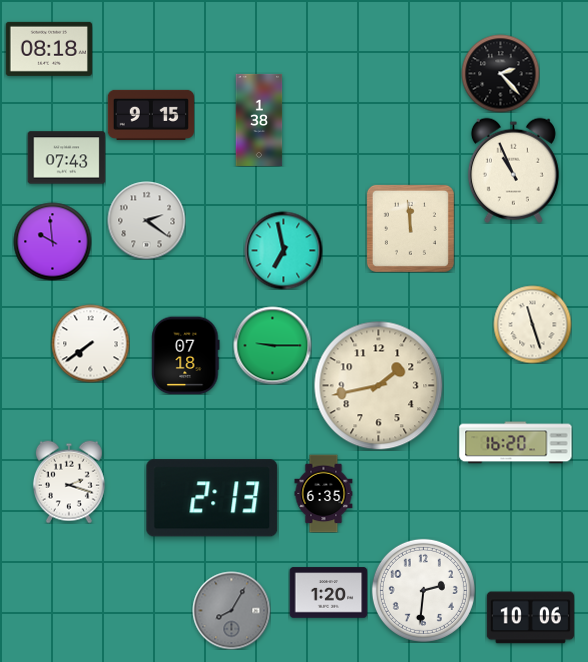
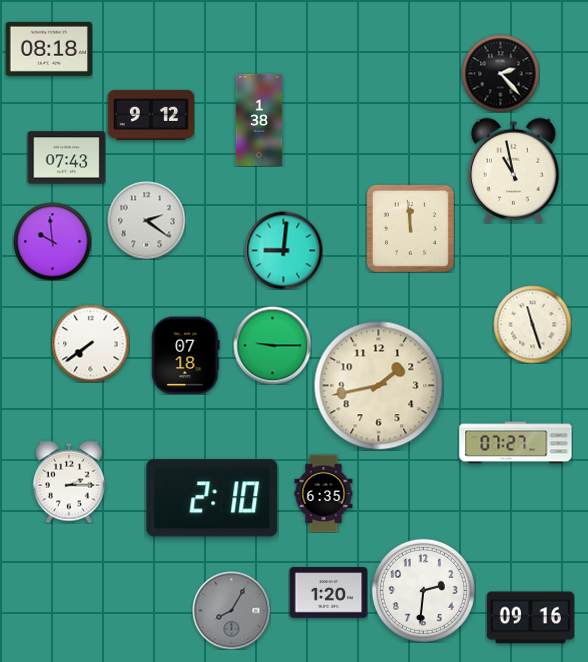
clock at (150, 115): 9:15 -> 9:12
clock at (513, 170): 10:56 -> 10:58
clock at (283, 250): 6:58 -> 9:01
clock at (516, 443): 16:20 -> 07:27
clock at (69, 482): 2:18 -> 2:15
clock at (212, 498): 2:13 -> 2:10
clock at (530, 618): 10:06 -> 09:16
